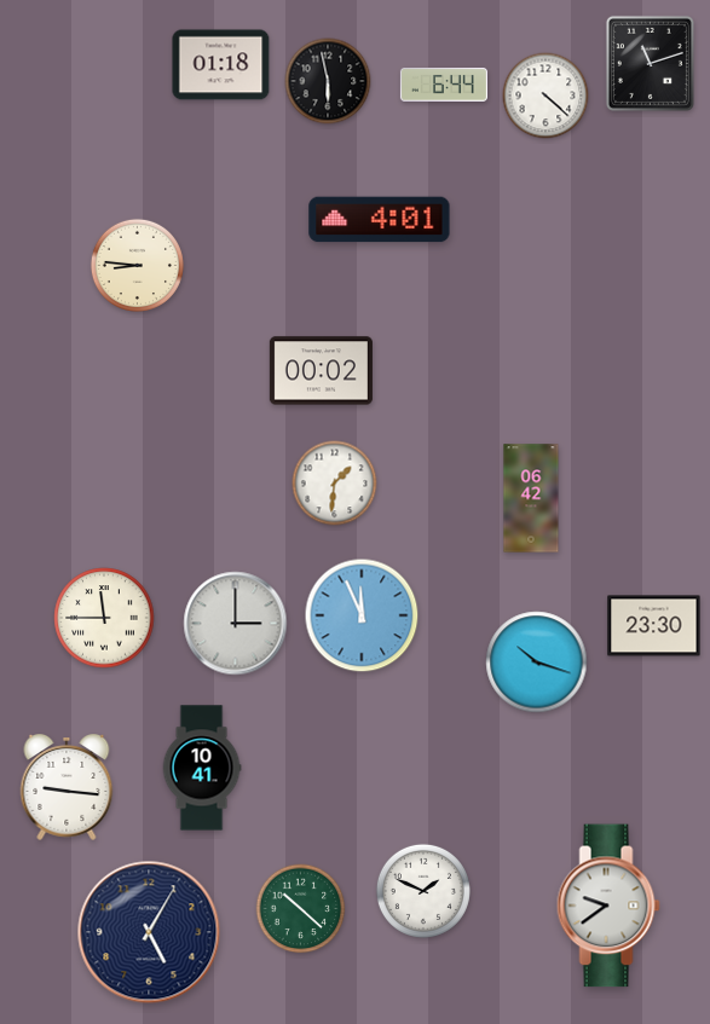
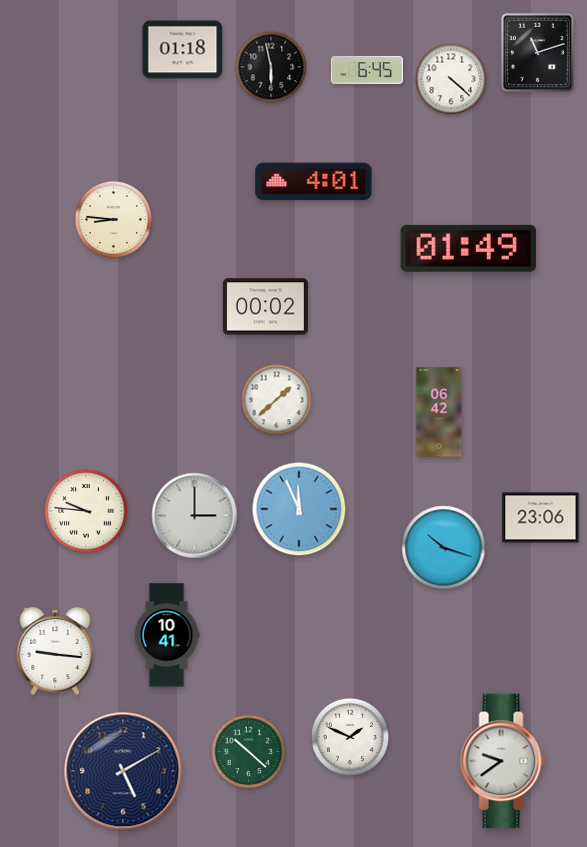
clock at (221, 65) position: (221, 65) -> (183, 50)
clock at (444, 85): 6:44 -> 6:45
clock at (468, 248): none -> 01:49
clock at (335, 484): 1:31 -> 1:38
clock at (104, 618): 11:45 -> 9:46
clock at (654, 626): 23:30 -> 23:06
clock at (608, 906) position: (608, 906) -> (503, 761)
clock at (149, 932): 5:05 -> 5:10
